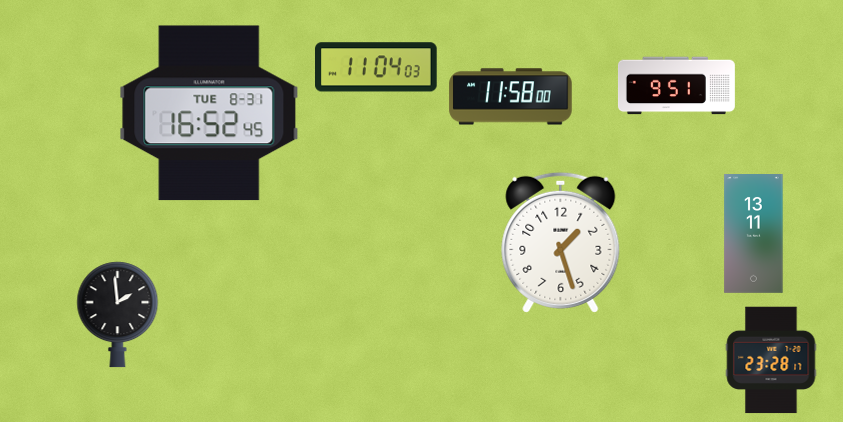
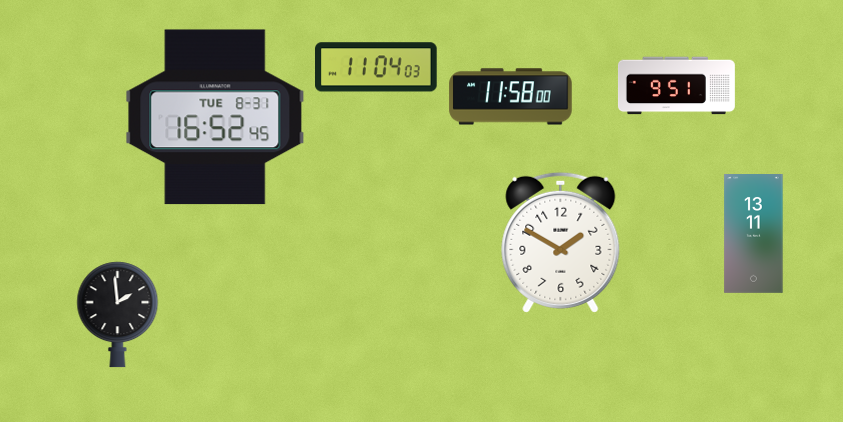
clock at (209, 113) position: (209, 113) -> (215, 117)
clock at (561, 242): 1:27 -> 1:50
clock at (771, 360): 23:28 -> none
